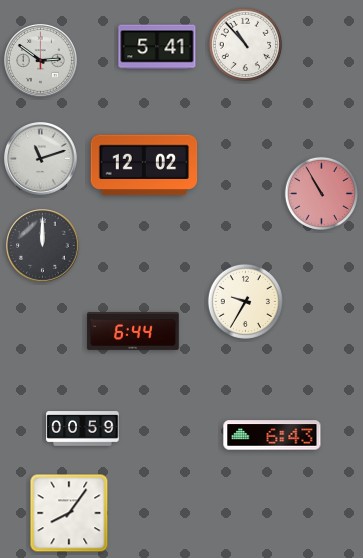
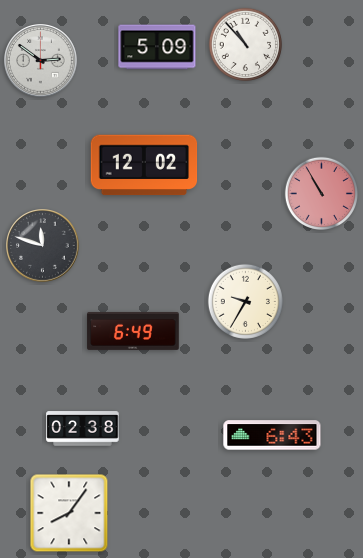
clock at (157, 47): 5:41 -> 5:09
clock at (41, 159): 11:12 -> none
clock at (43, 246): 12:00 -> 11:48
clock at (133, 331): 6:44 -> 6:49
clock at (83, 429): 00:59 -> 02:38
